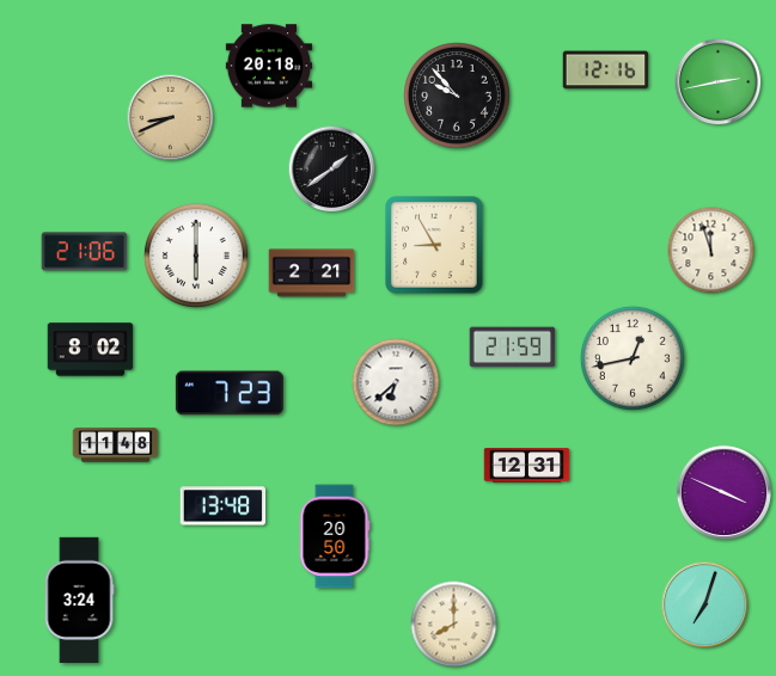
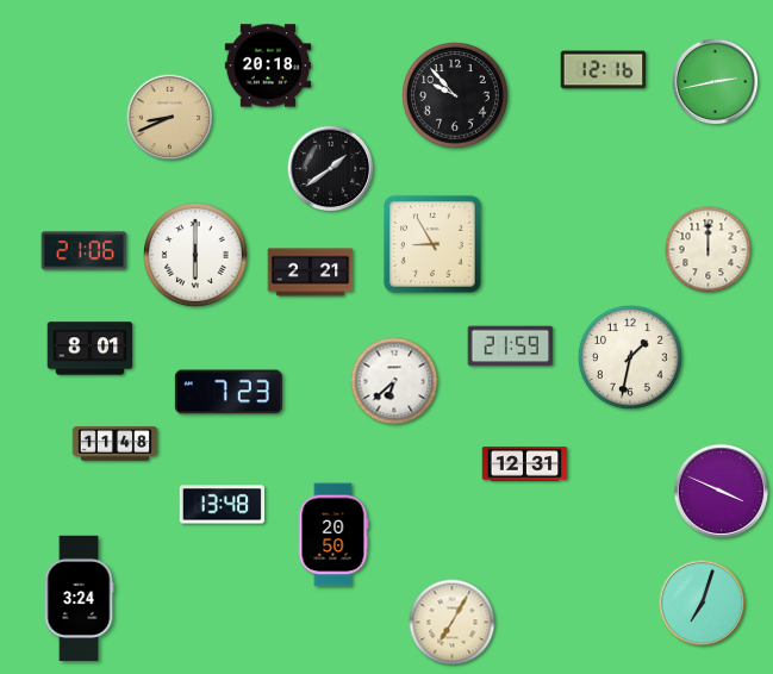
clock at (711, 251): 11:57 -> 12:00
clock at (91, 350): 8:02 -> 8:01
clock at (633, 358): 12:43 -> 1:32
clock at (454, 625): 8:00 -> 7:05
